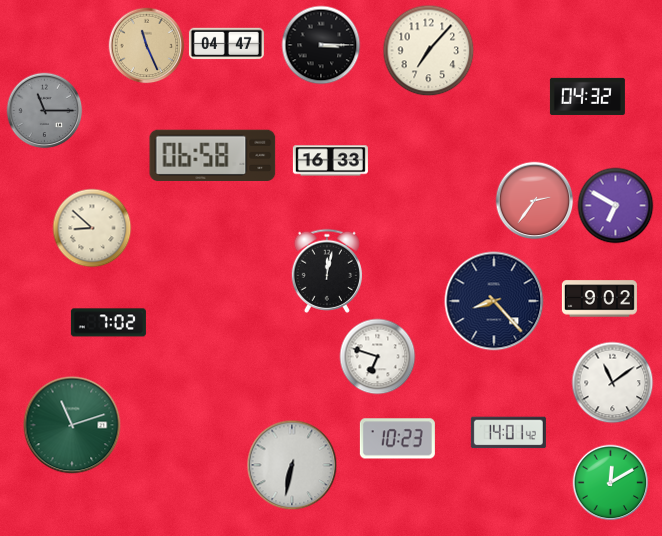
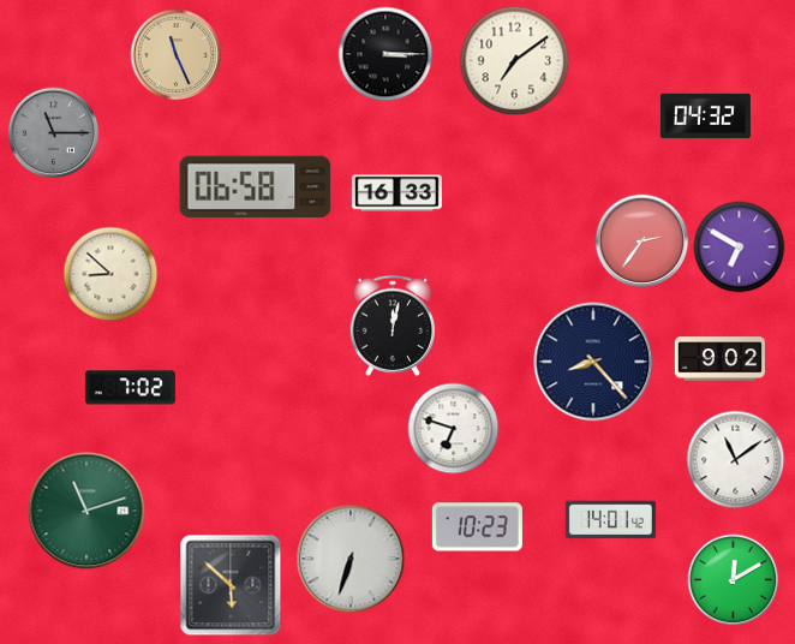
clock at (226, 44): 04:47 -> none
clock at (429, 51): 7:07 -> 7:09
clock at (292, 465): 6:32 -> 6:33
clock at (231, 585): none -> 5:52
